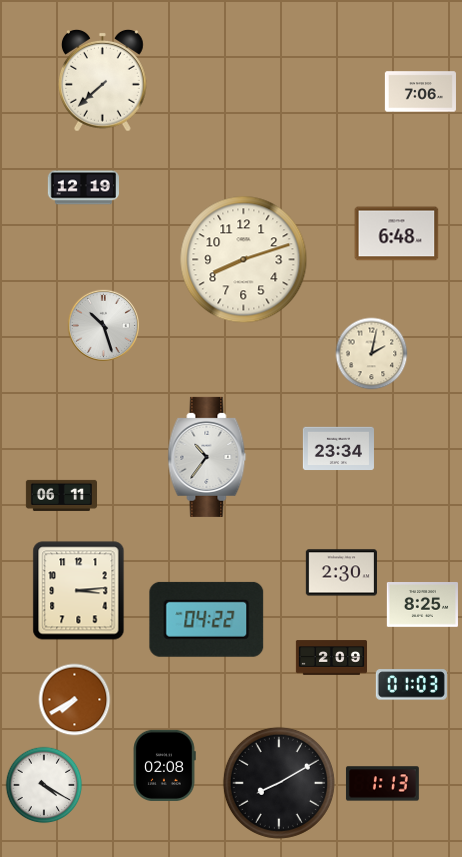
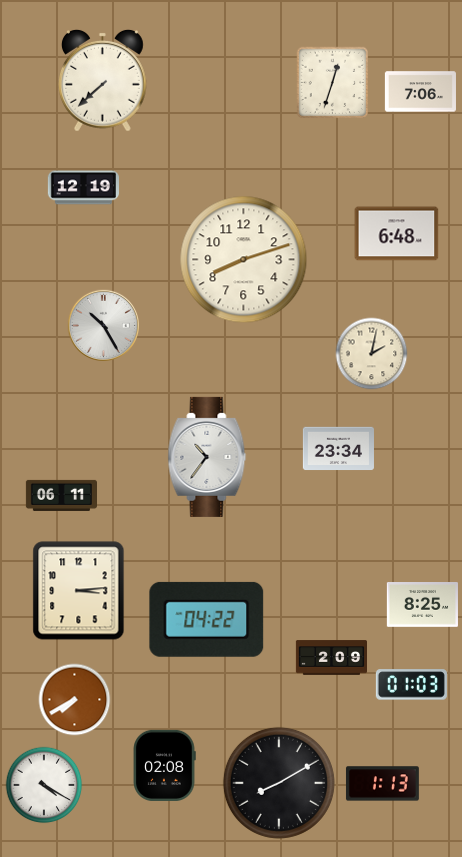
clock at (333, 83): none -> 12:33
clock at (103, 325): 10:27 -> 10:25
clock at (341, 573): 2:30 -> none
